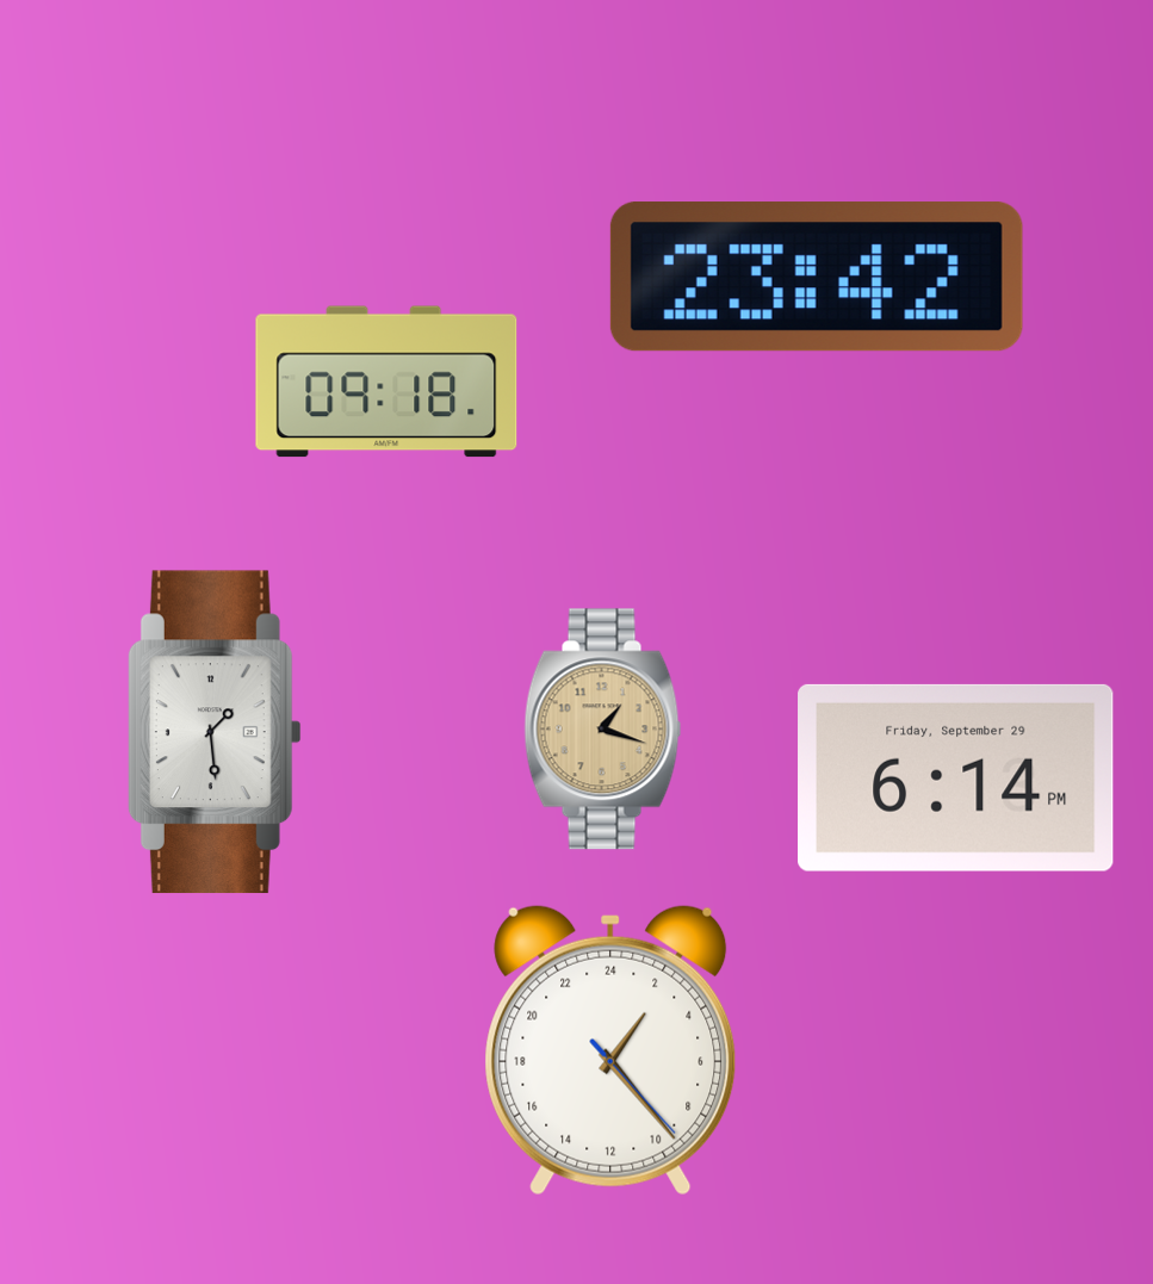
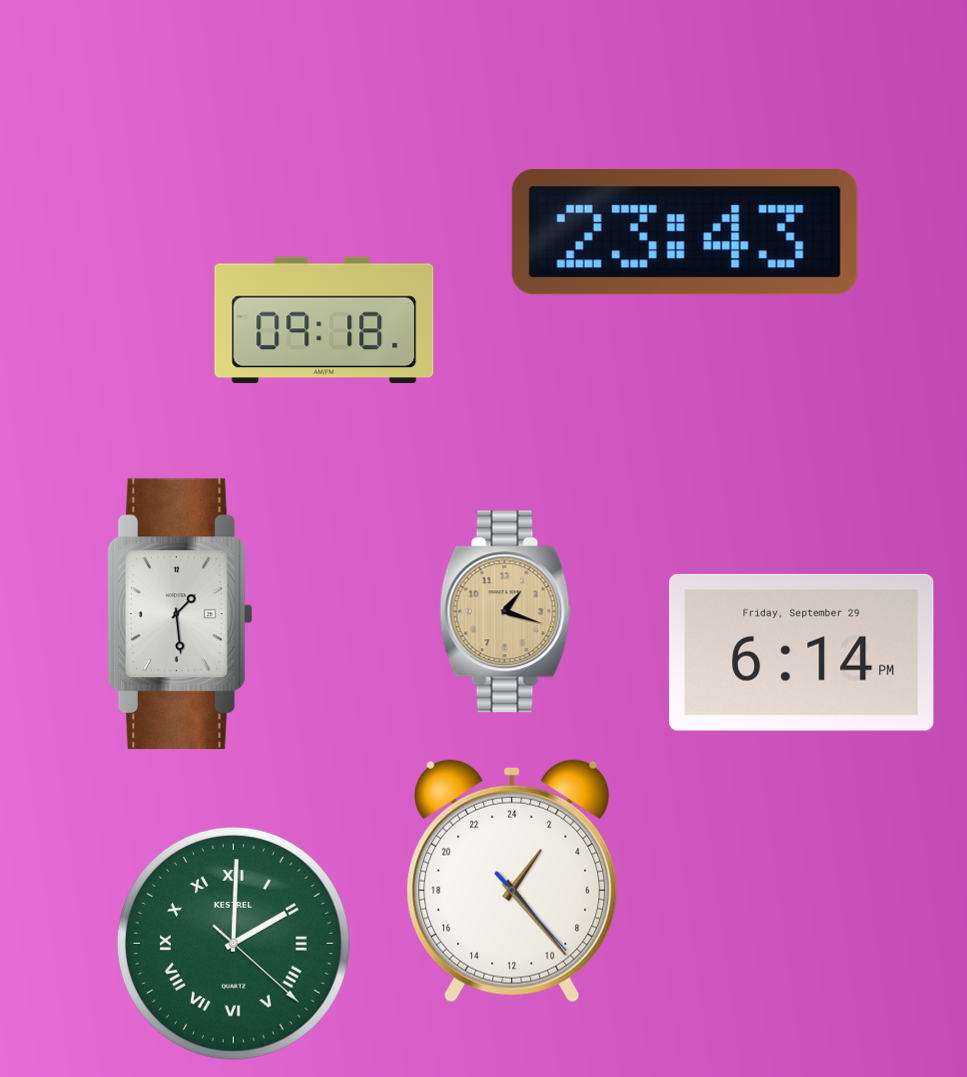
clock at (817, 277): 23:42 -> 23:43
clock at (233, 943): none -> 2:00
